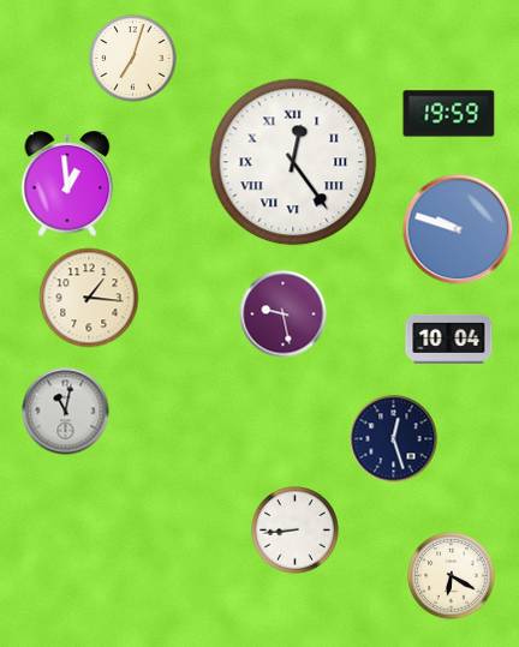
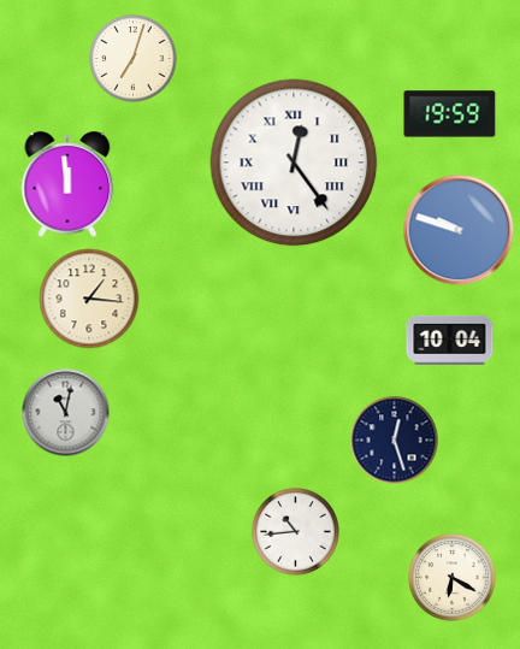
clock at (67, 184): 12:59 -> 11:59
clock at (284, 314): 9:28 -> none
clock at (296, 531): 8:44 -> 10:44
